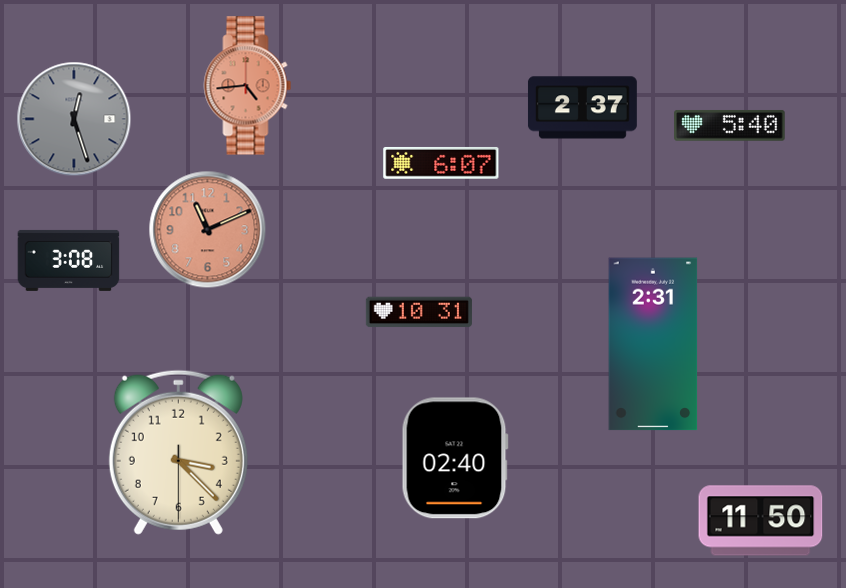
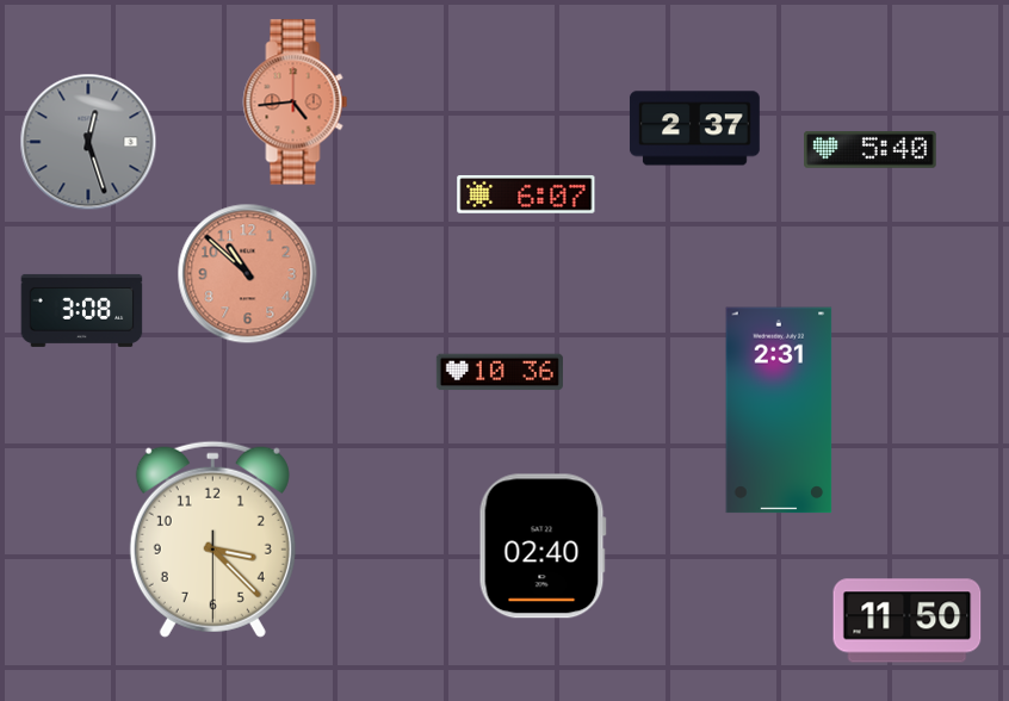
clock at (208, 230): 11:11 -> 10:52
clock at (419, 312): 10:31 -> 10:36
